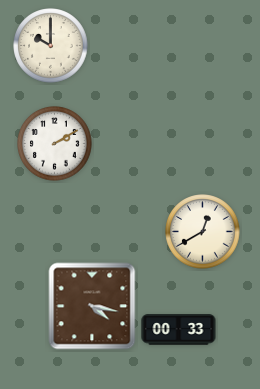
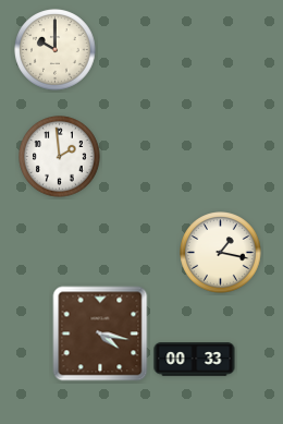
clock at (55, 144): 2:10 -> 1:59
clock at (203, 232): 12:40 -> 1:17
